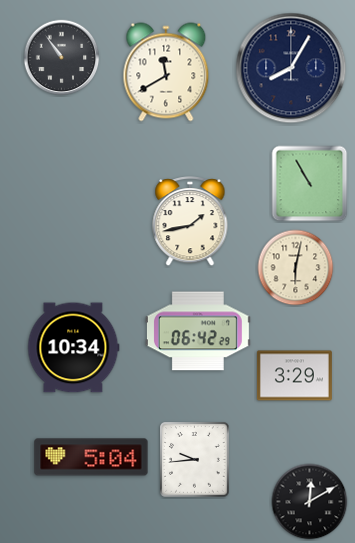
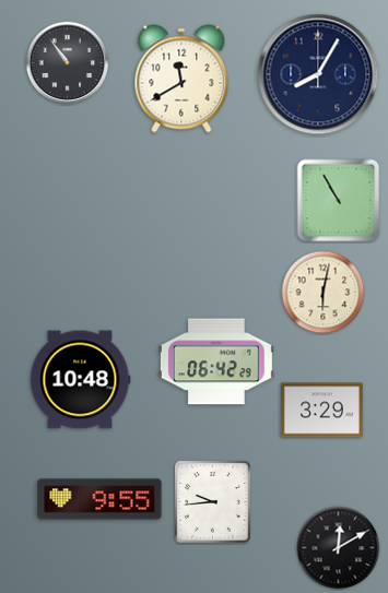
clock at (190, 222): 1:43 -> none
clock at (74, 348): 10:34 -> 10:48
clock at (91, 457): 5:04 -> 9:55
